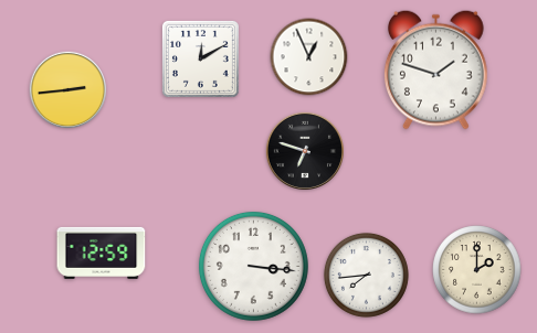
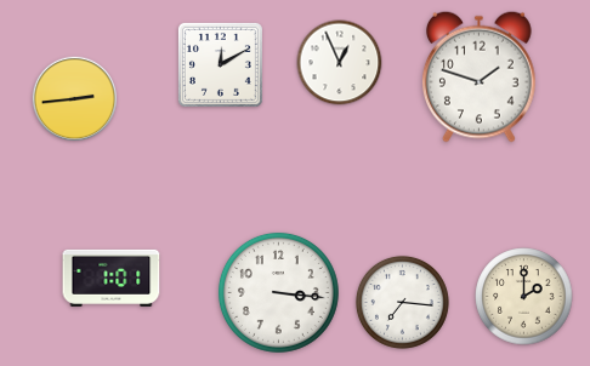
clock at (305, 151): 6:48 -> none
clock at (102, 253): 12:59 -> 1:01
clock at (366, 275): 7:44 -> 7:16
